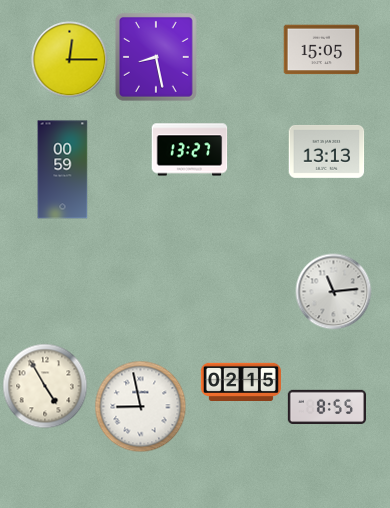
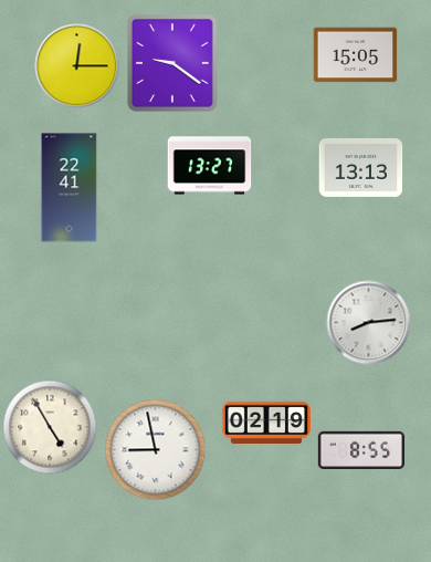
clock at (156, 57): 8:28 -> 9:21
clock at (63, 170): 00:59 -> 22:41
clock at (334, 292): 11:14 -> 8:14
clock at (241, 381): 02:15 -> 02:19
